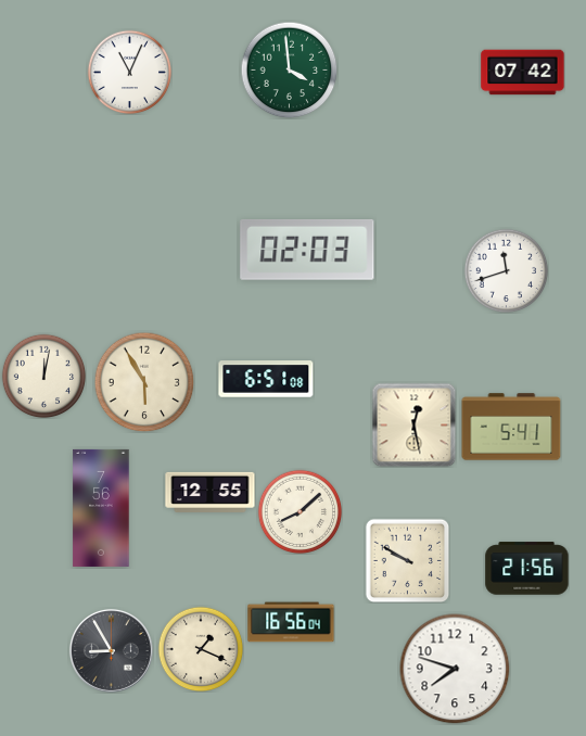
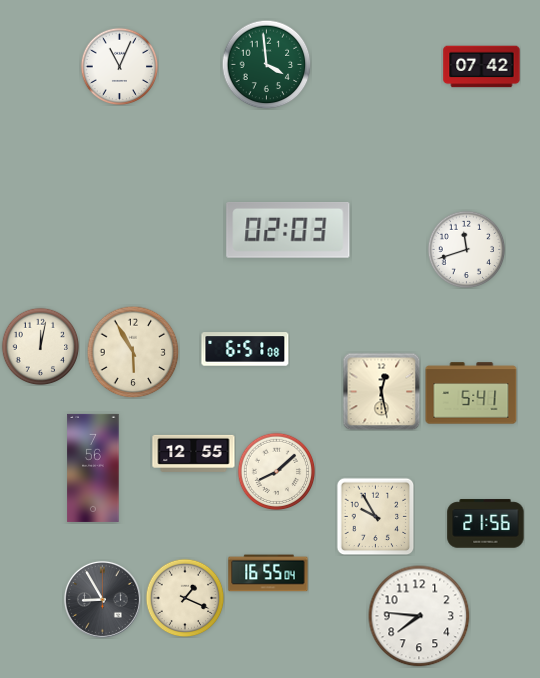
clock at (307, 251) position: (307, 251) -> (288, 231)
clock at (407, 560): 9:50 -> 9:55
clock at (291, 622): 16:56 -> 16:55
clock at (455, 669): 7:48 -> 7:46
